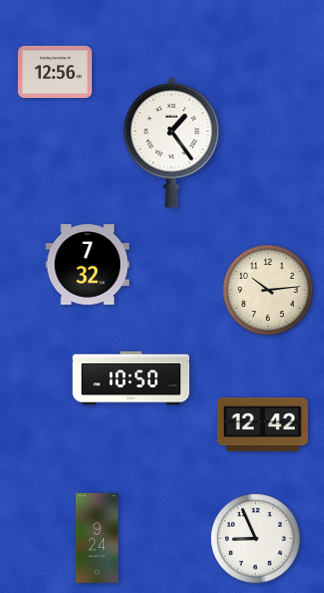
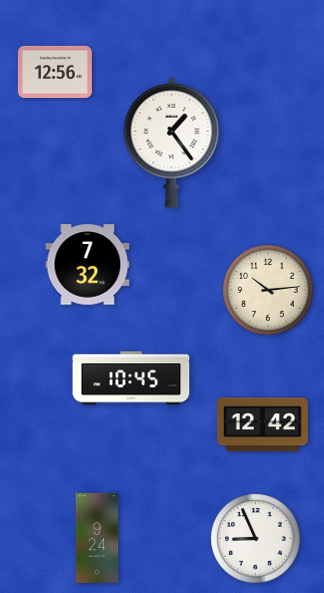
clock at (131, 378): 10:50 -> 10:45
